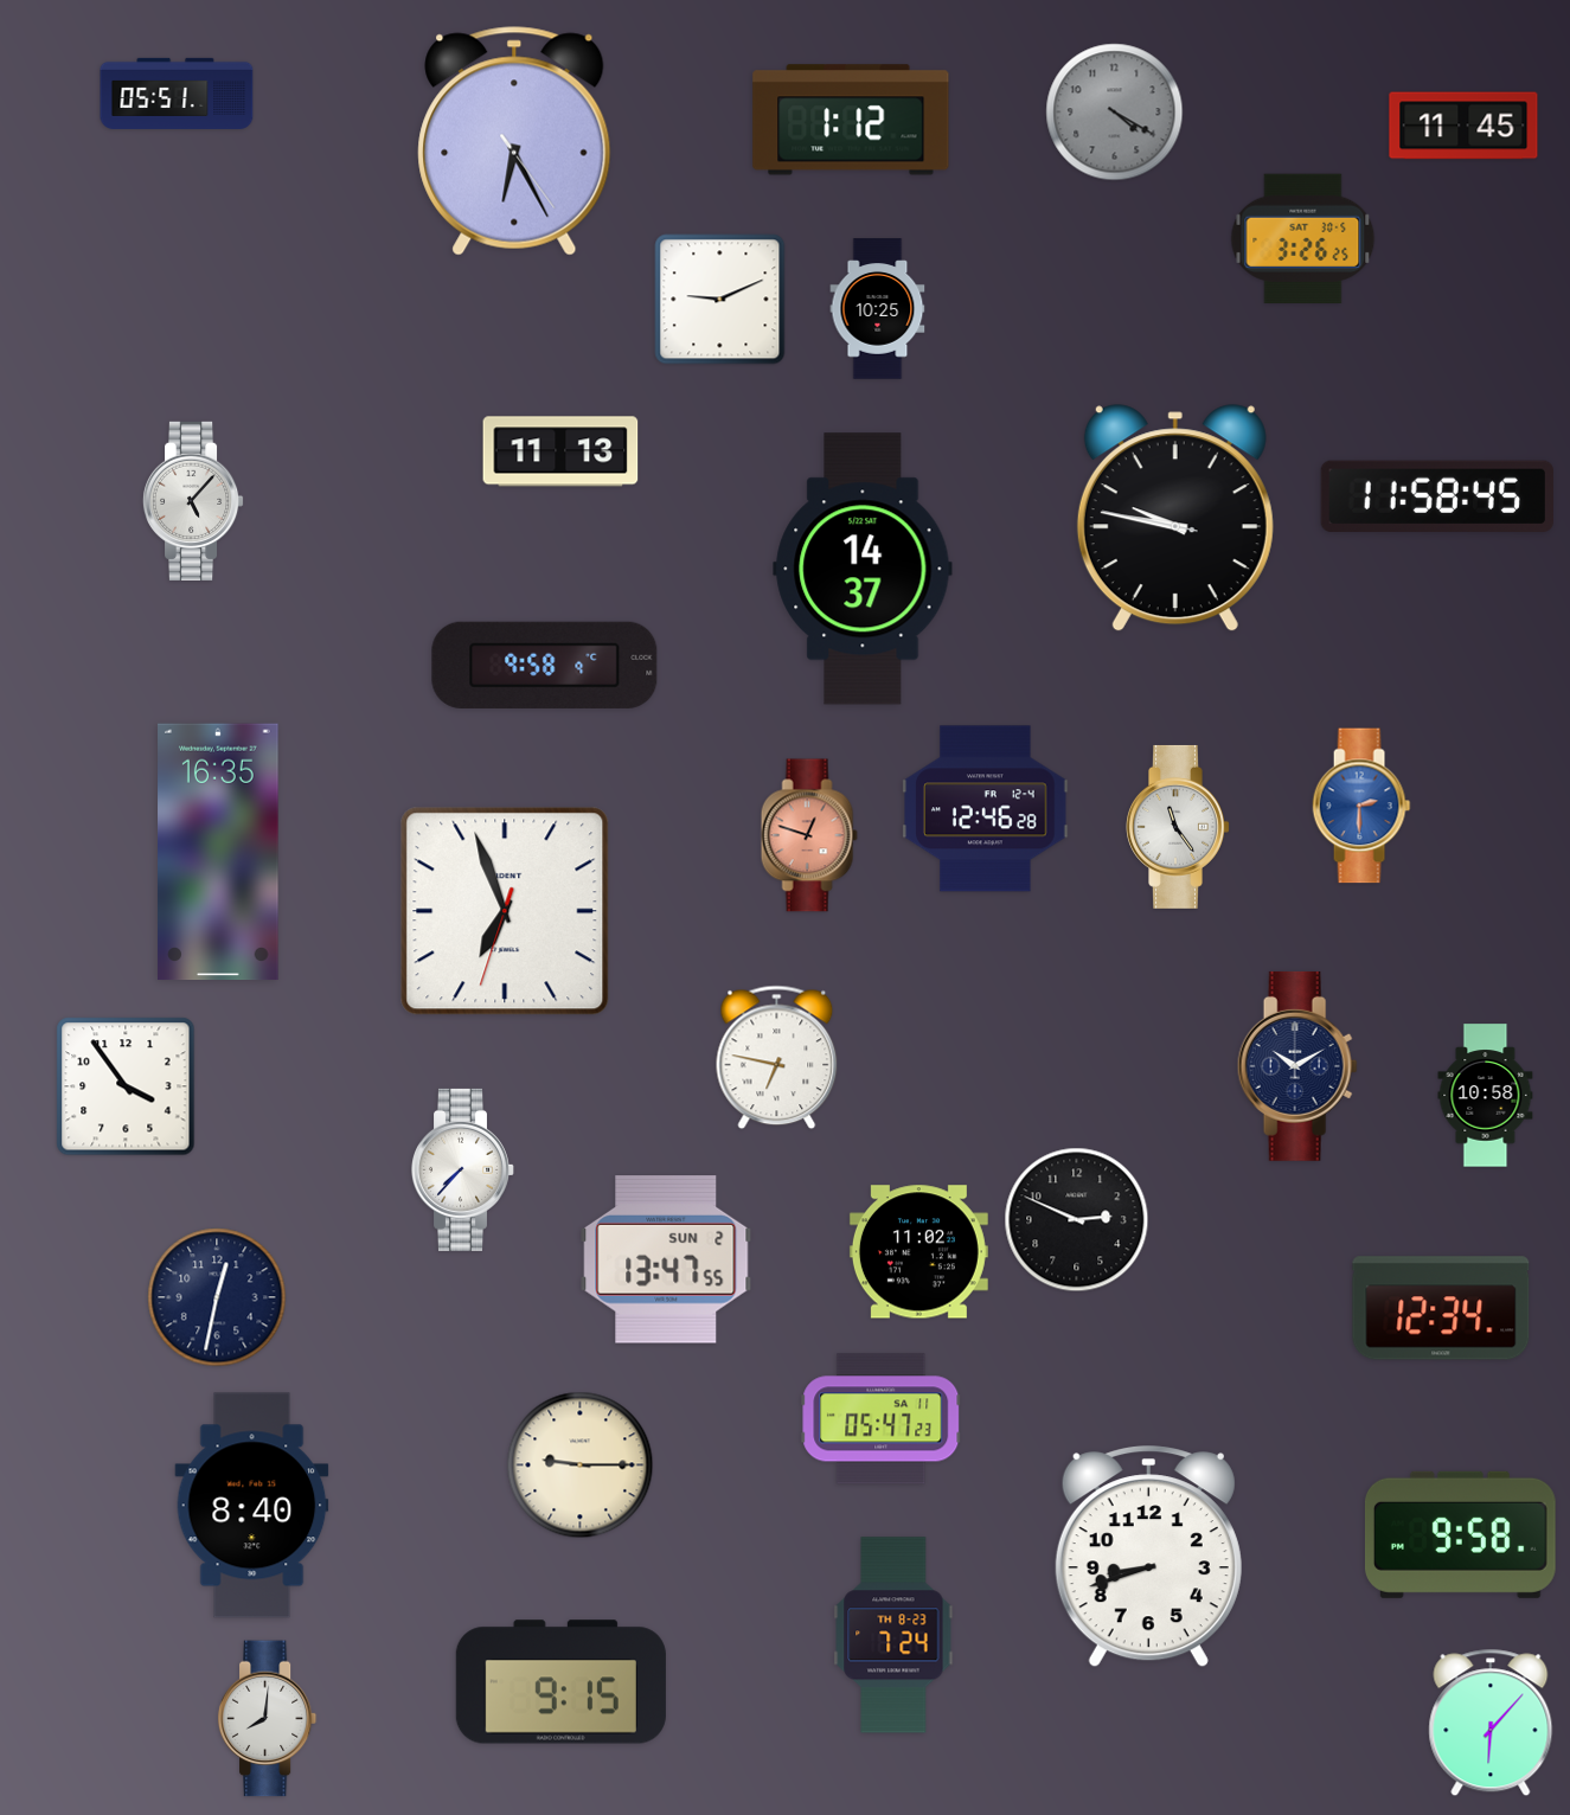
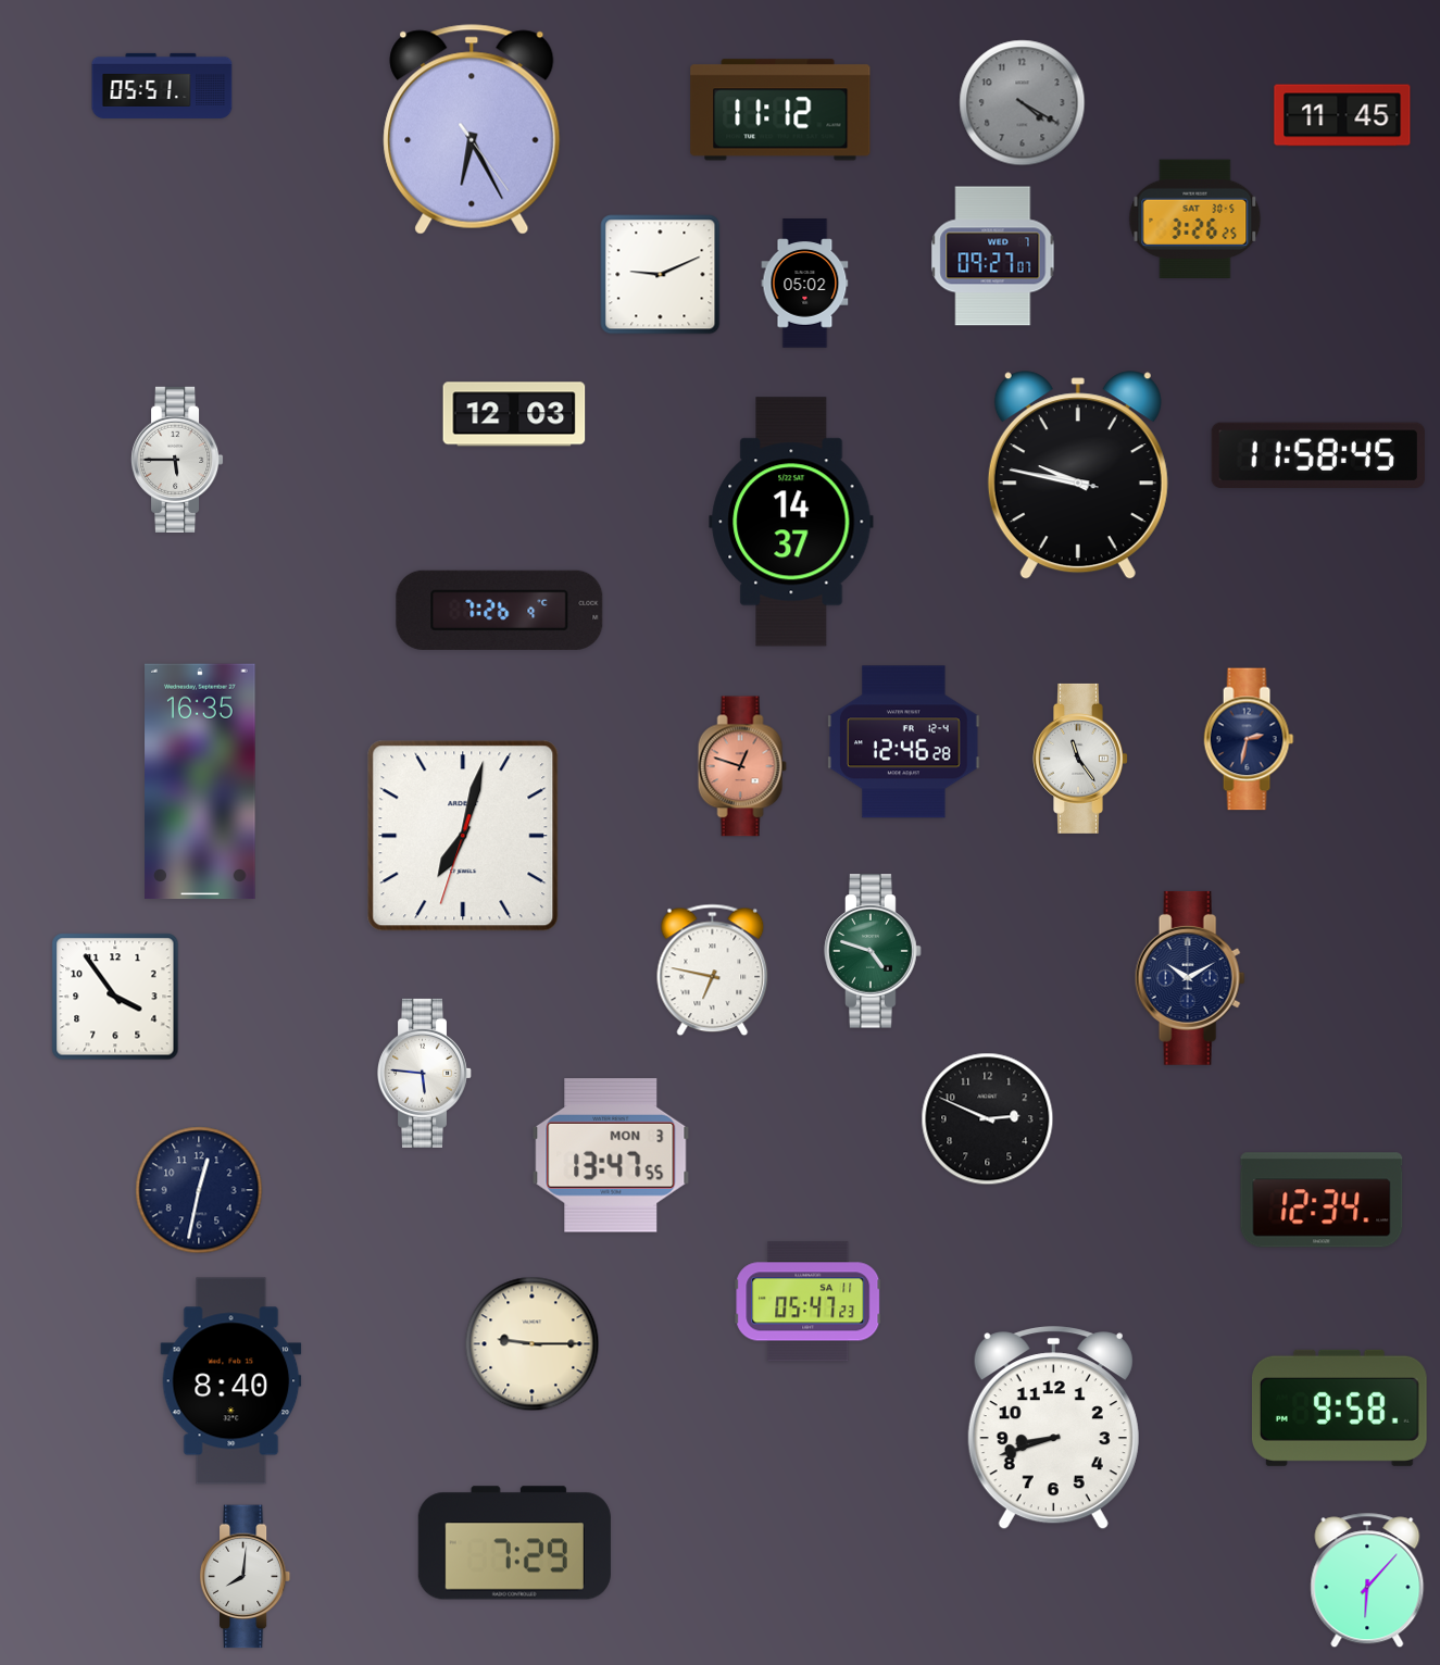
clock at (851, 120): 1:12 -> 11:12
clock at (993, 256): none -> 09:27
clock at (878, 309): 10:25 -> 05:02
clock at (560, 451): 11:13 -> 12:03
clock at (193, 501): 5:07 -> 5:45
clock at (545, 665): 9:58 -> 7:26
clock at (1361, 806): 2:30 -> 2:32
clock at (1361, 806) dial: blue -> navy
clock at (505, 911): 6:56 -> 7:02
clock at (873, 951): none -> 4:48
clock at (1486, 1096): 10:58 -> none
clock at (463, 1169): 7:37 -> 5:46
clock at (918, 1252): 11:02 -> none
clock at (666, 1261) date: SUN 2 -> MON 3
clock at (893, 1635): 7:24 -> none
clock at (560, 1682): 9:15 -> 7:29
